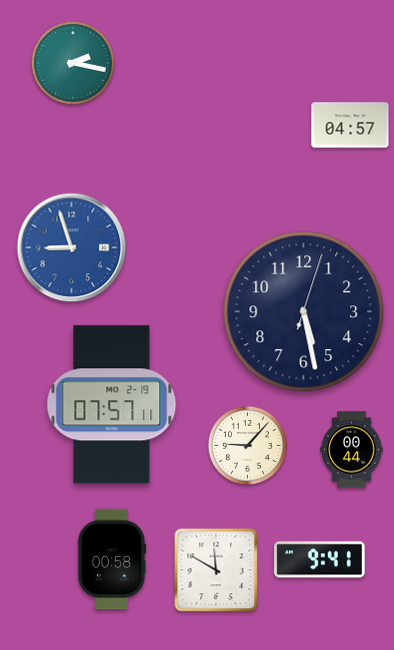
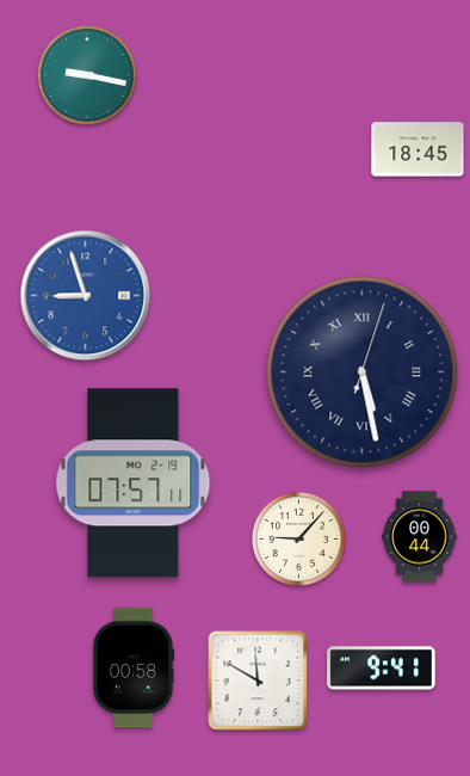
clock at (73, 63): 2:17 -> 9:17
clock at (350, 125): 04:57 -> 18:45
clock at (304, 312) numerals: Arabic -> Roman
clock at (247, 445) position: (247, 445) -> (298, 538)
